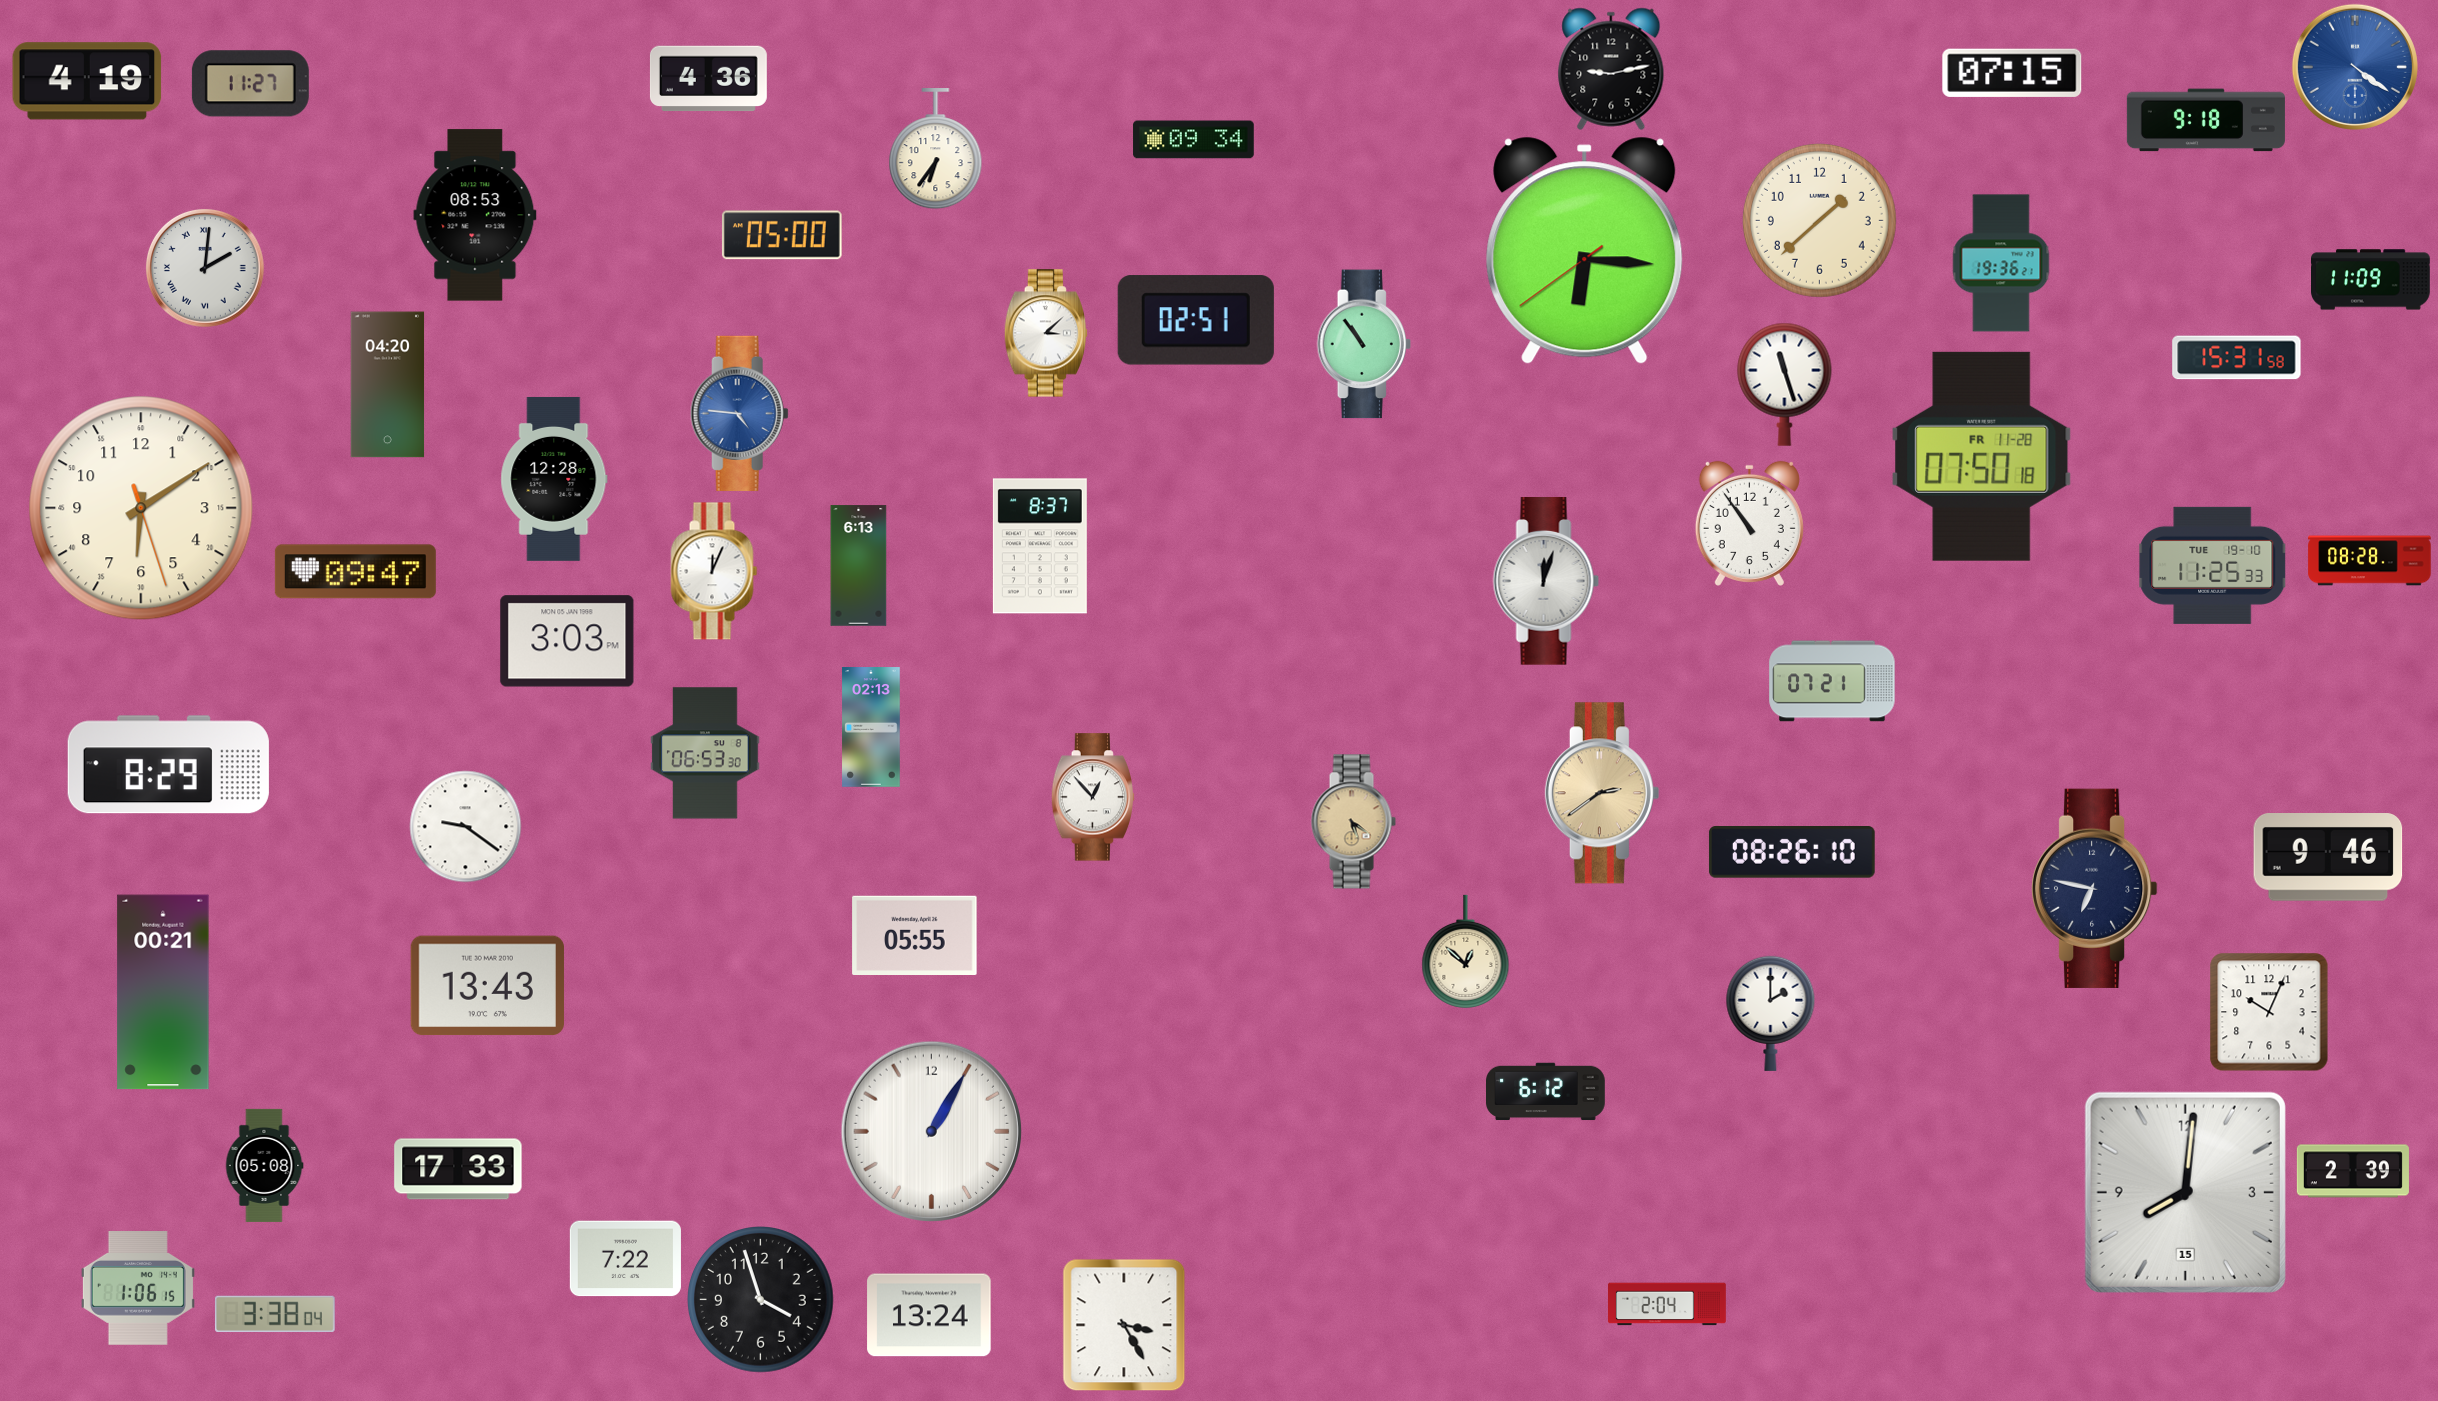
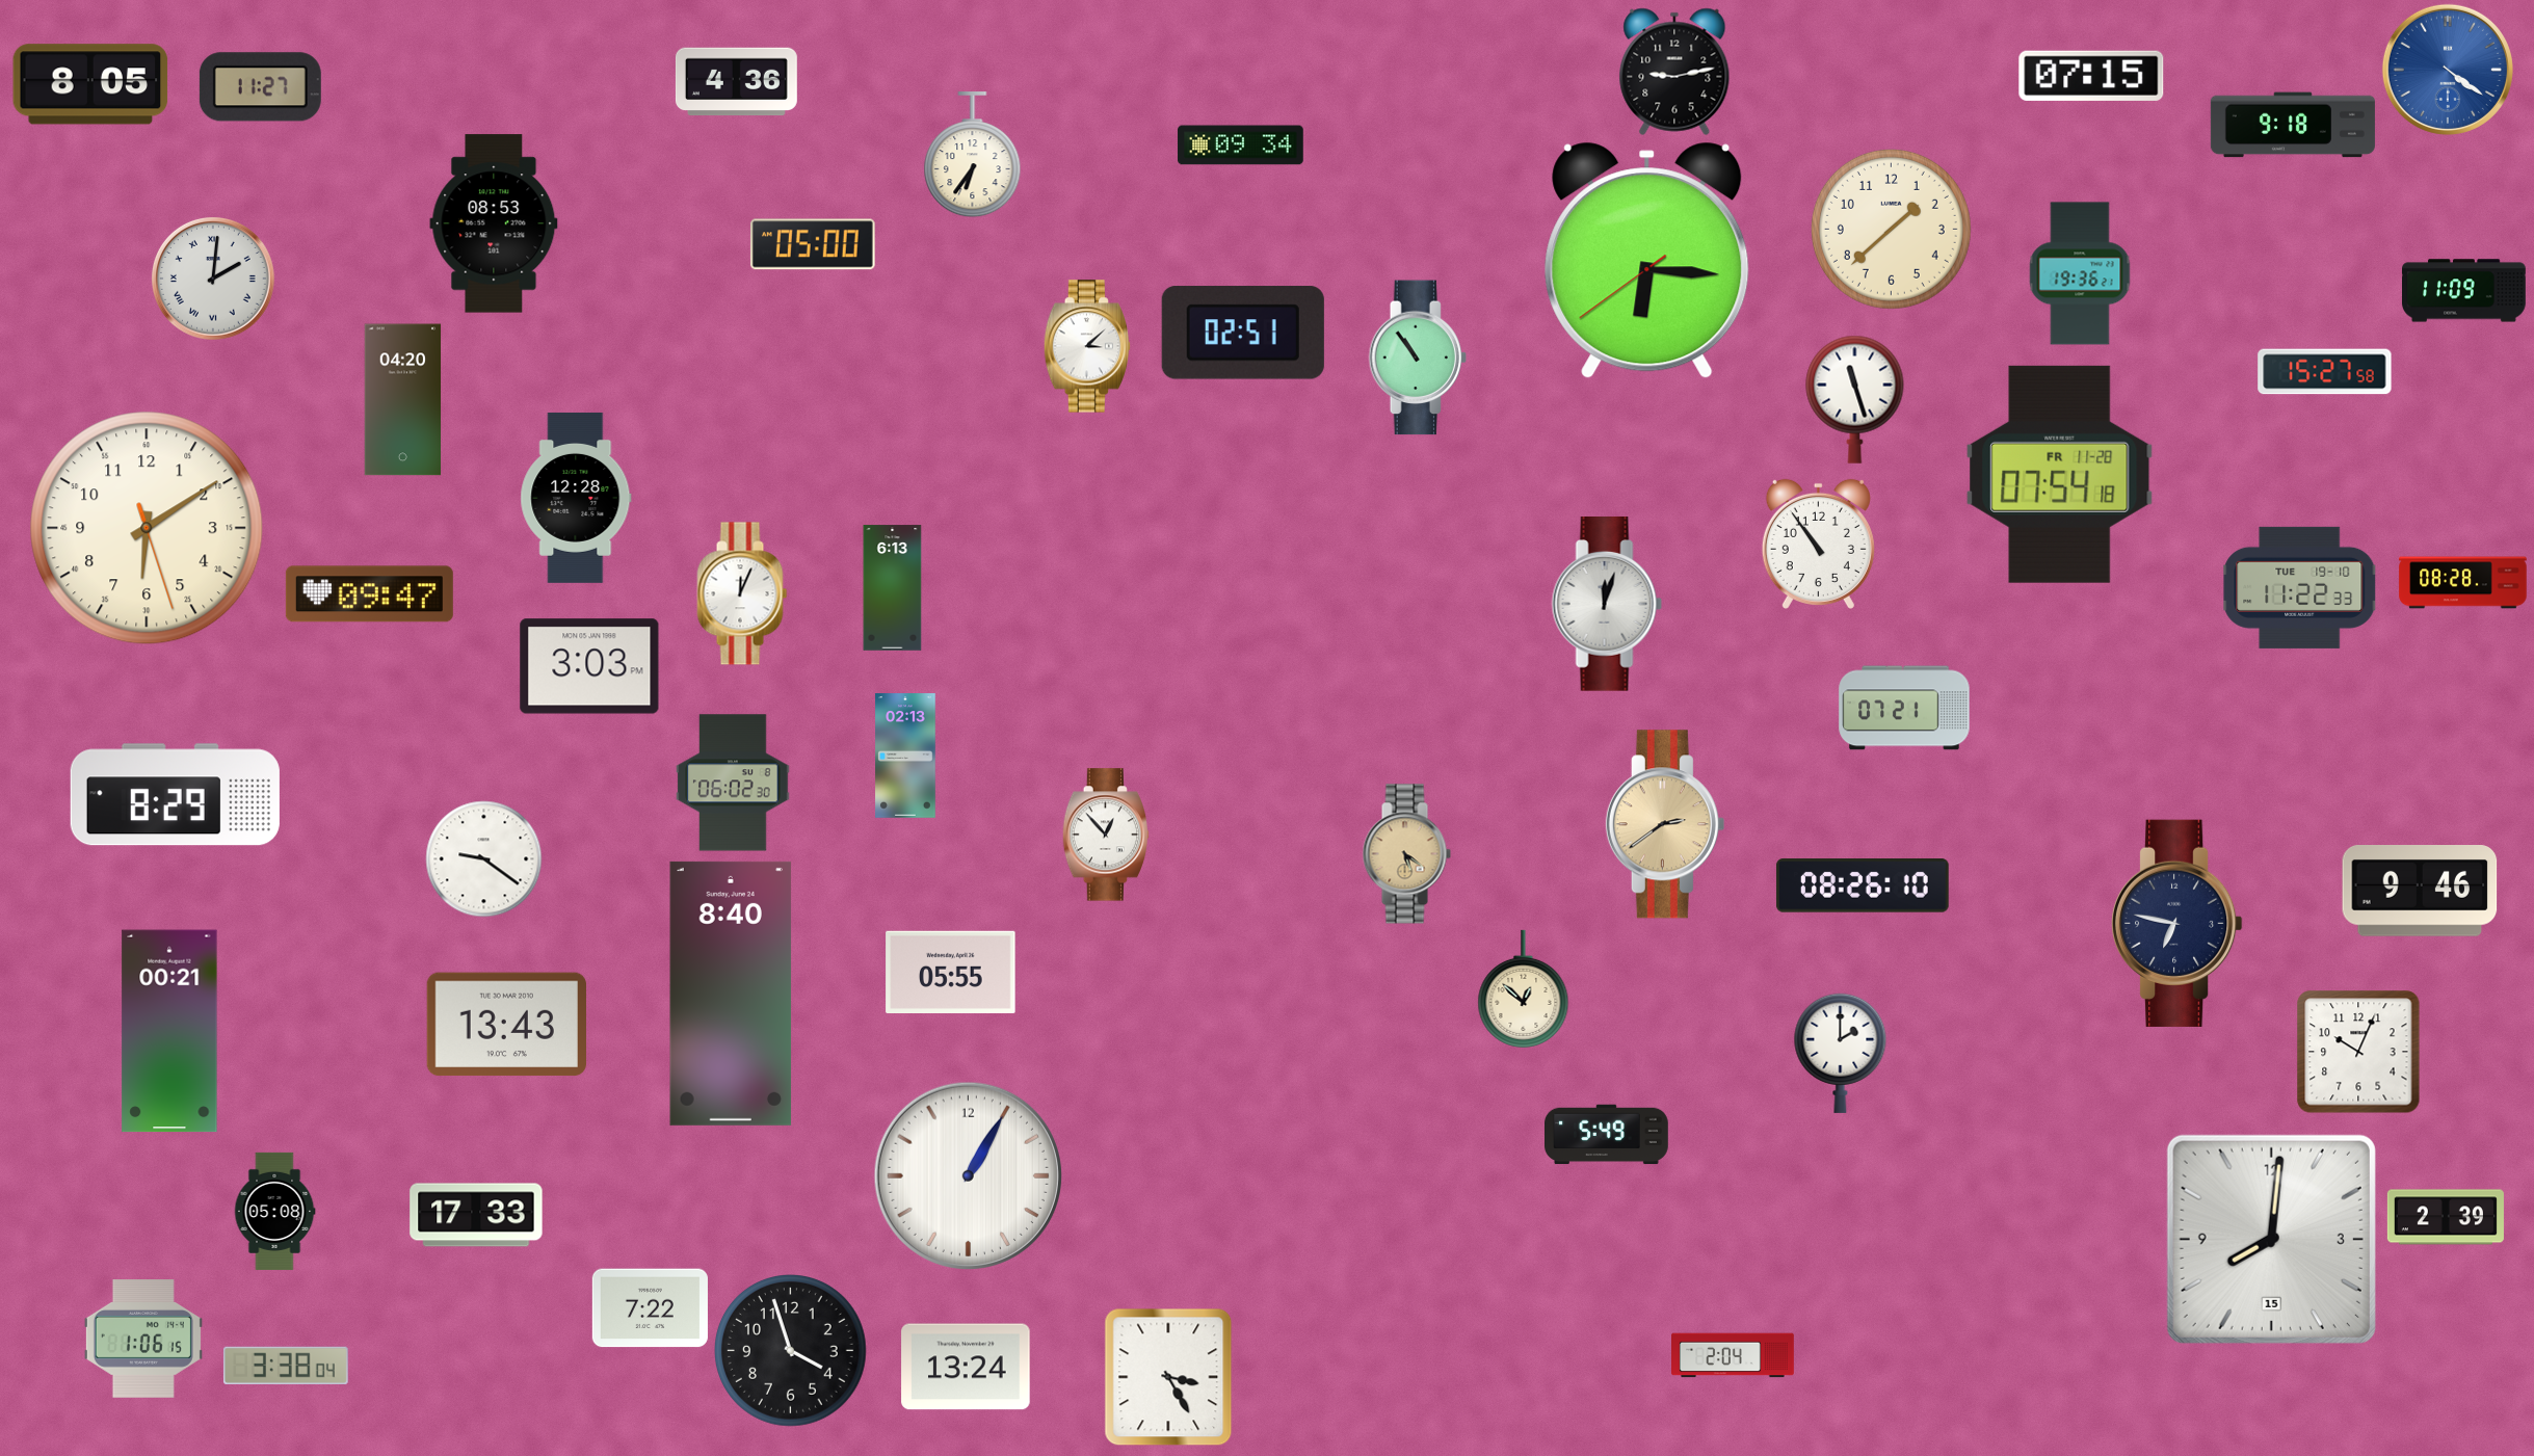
clock at (87, 81): 4:19 -> 8:05
clock at (2237, 358): 15:31 -> 15:27
clock at (739, 413): 4:46 -> none
clock at (1982, 456): 07:50 -> 07:54
clock at (1040, 546): 8:37 -> none
clock at (2213, 565): 11:25 -> 11:22
clock at (705, 753): 06:53 -> 06:02
clock at (1093, 797) position: (1093, 797) -> (1106, 835)
clock at (731, 994): none -> 8:40
clock at (1546, 1092): 6:12 -> 5:49
